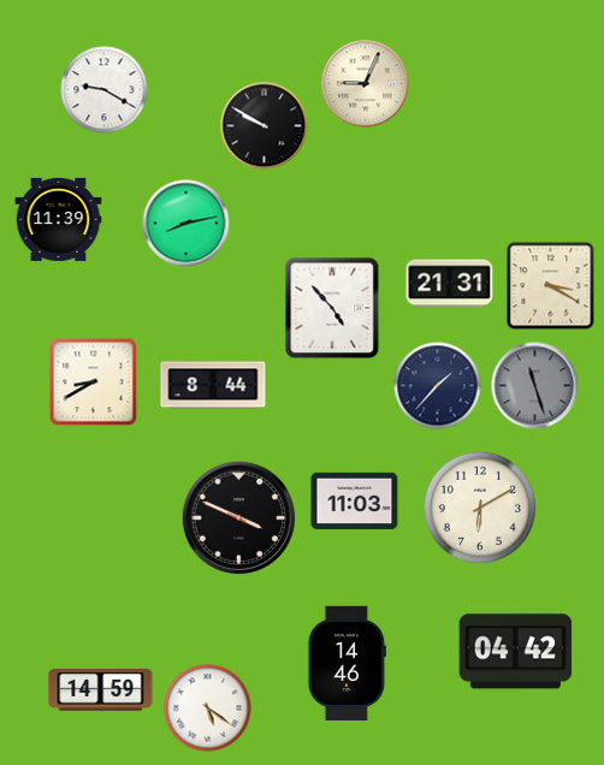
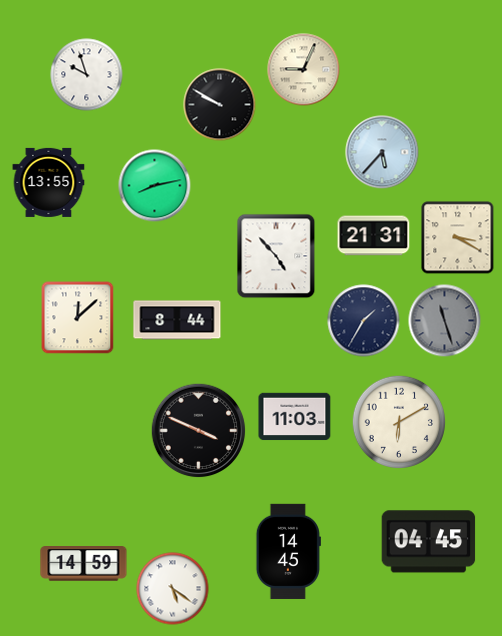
clock at (105, 90): 9:20 -> 9:57
clock at (382, 152): none -> 5:37
clock at (59, 219): 11:39 -> 13:55
clock at (94, 382): 8:40 -> 12:08
clock at (438, 386): 1:37 -> 1:35
clock at (516, 652): 04:42 -> 04:45
clock at (347, 663): 14:46 -> 14:45
clock at (101, 690) position: (101, 690) -> (84, 564)
